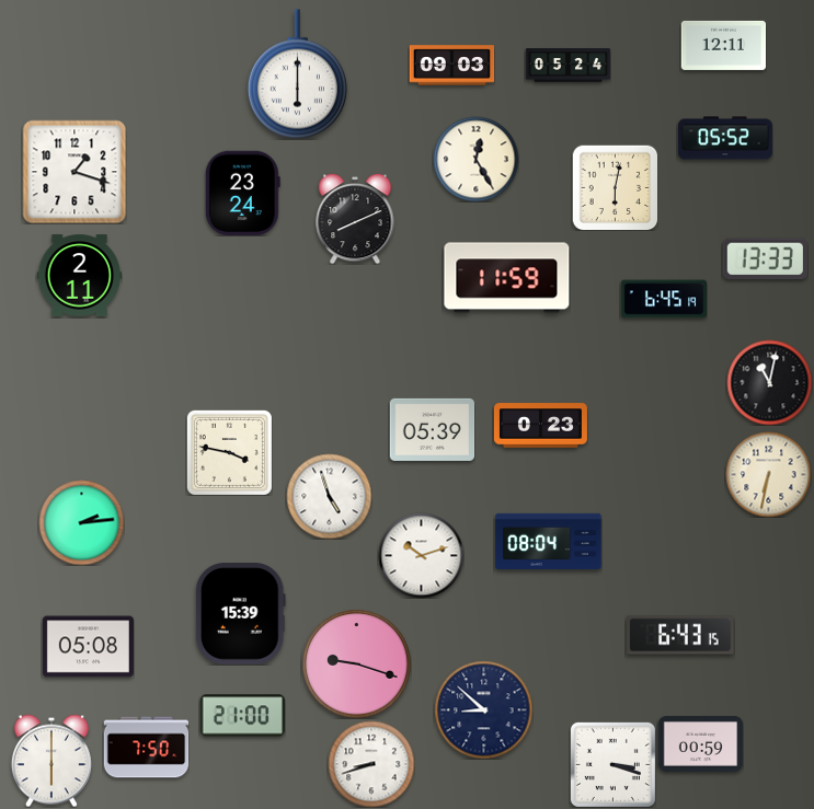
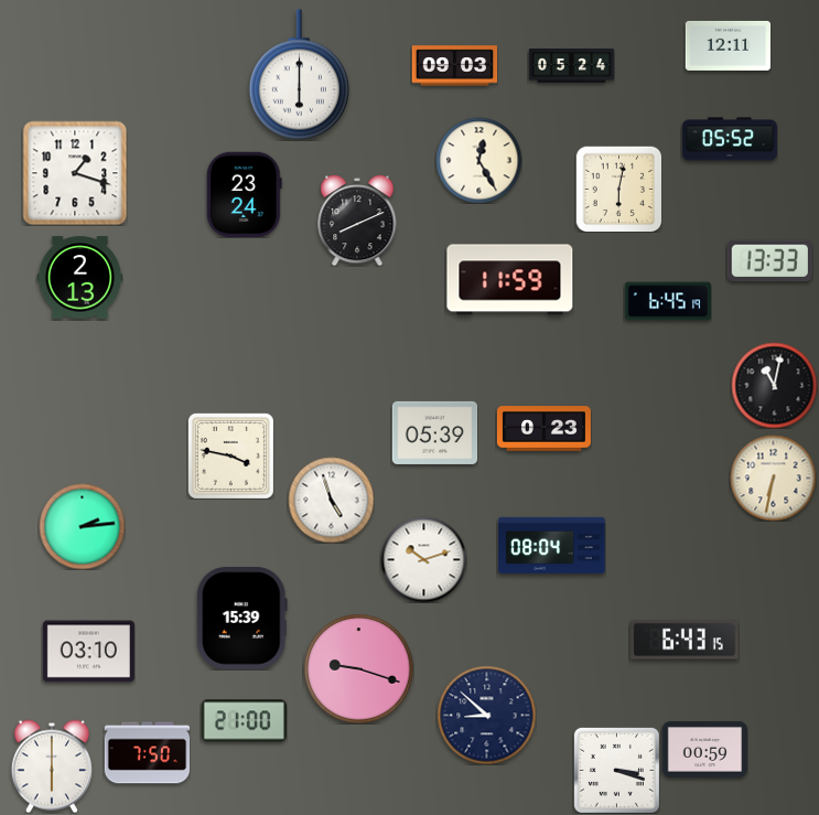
clock at (79, 276): 2:11 -> 2:13
clock at (88, 647): 05:08 -> 03:10
clock at (371, 764): 8:42 -> none
